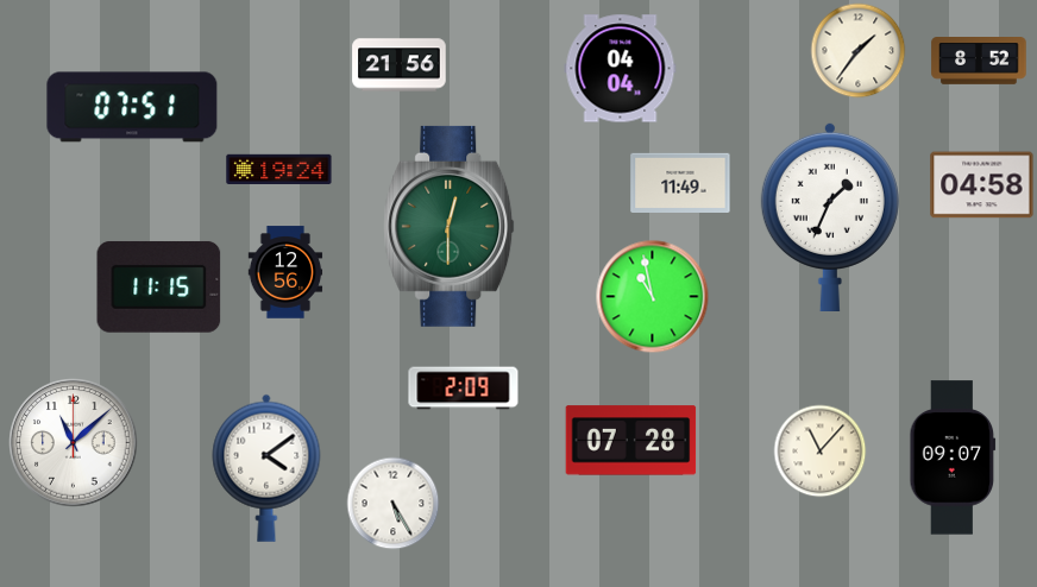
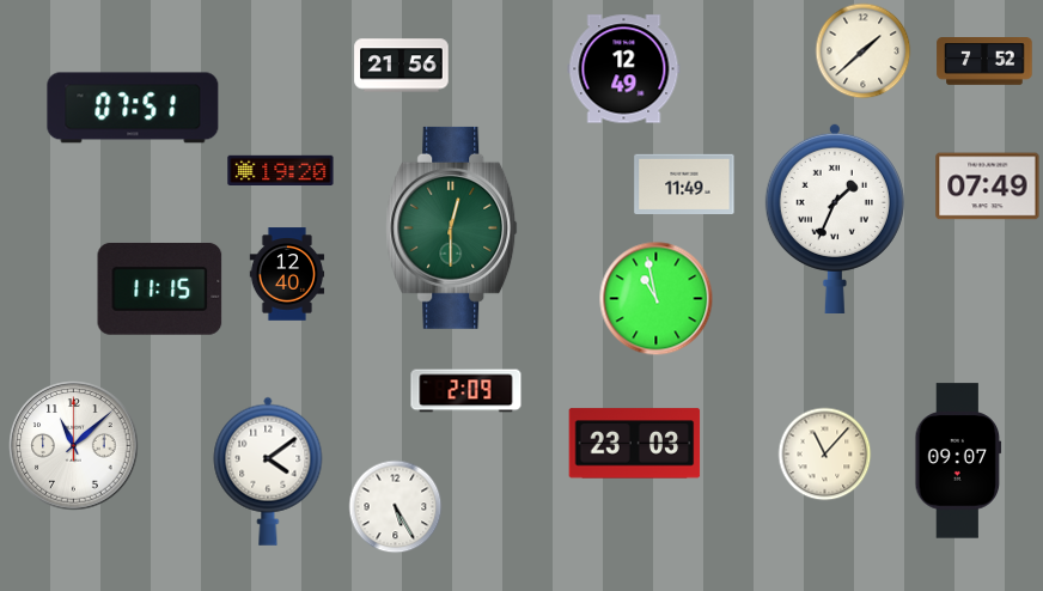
clock at (857, 50): 1:36 -> 1:38
clock at (979, 62): 8:52 -> 7:52
clock at (621, 69): 04:04 -> 12:49
clock at (279, 169): 19:24 -> 19:20
clock at (982, 185): 04:58 -> 07:49
clock at (285, 272): 12:56 -> 12:40
clock at (631, 441): 07:28 -> 23:03
